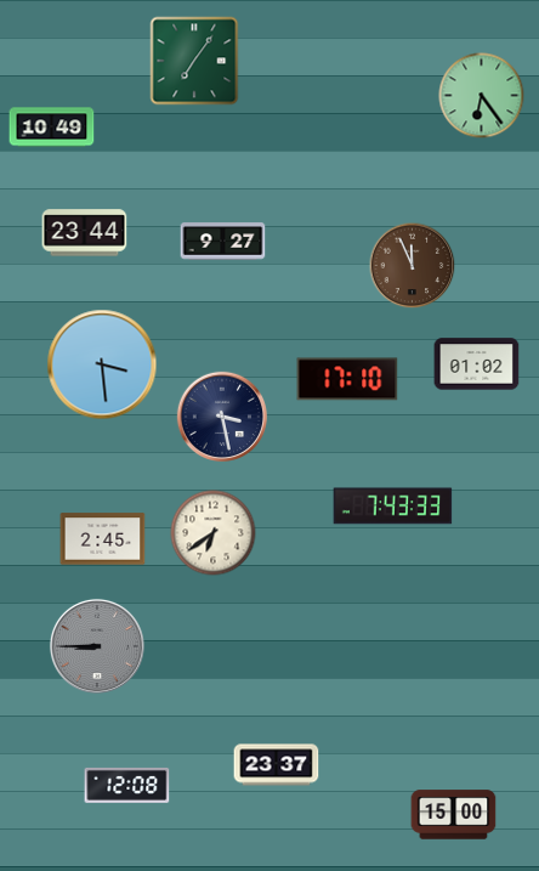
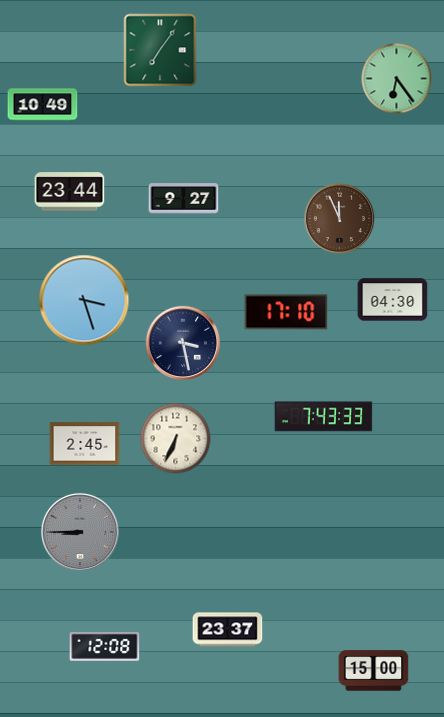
clock at (102, 364): 3:29 -> 3:27
clock at (477, 364): 01:02 -> 04:30
clock at (214, 533): 6:39 -> 6:34
